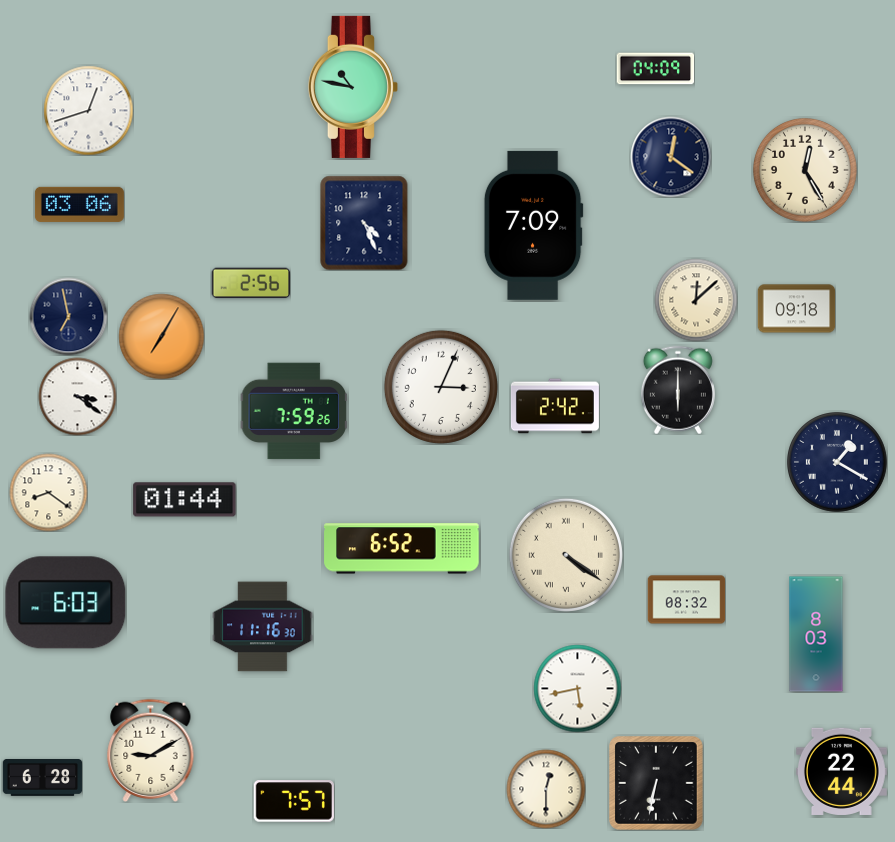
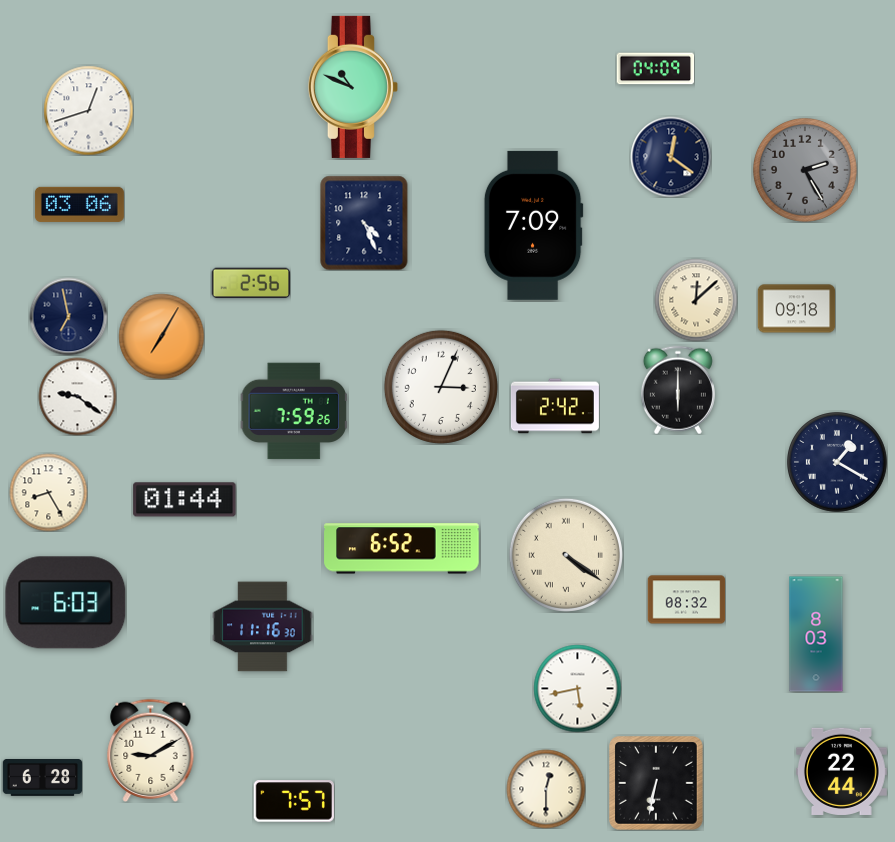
clock at (353, 87): 10:47 -> 10:49
clock at (805, 170): 12:25 -> 2:25
clock at (805, 170) dial: cream -> grey
clock at (77, 396): 3:21 -> 9:21
clock at (48, 492): 8:21 -> 8:25
